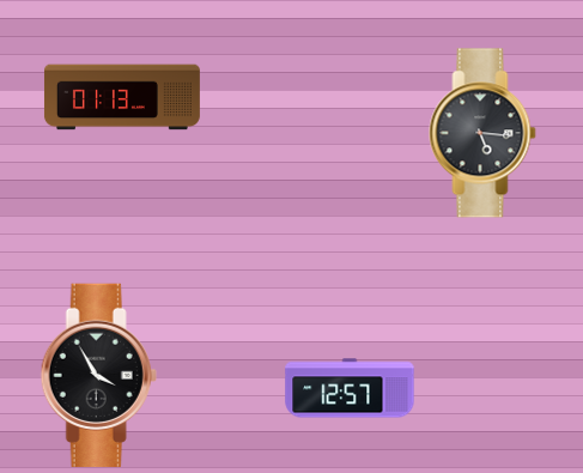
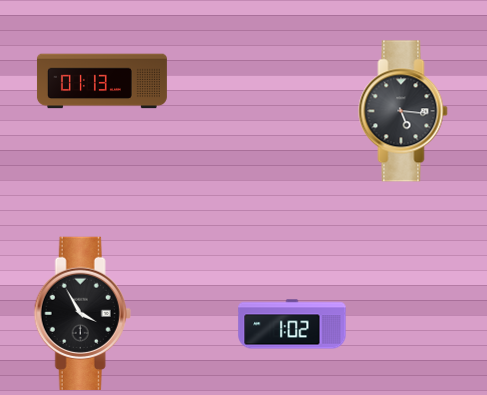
clock at (350, 388): 12:57 -> 1:02
